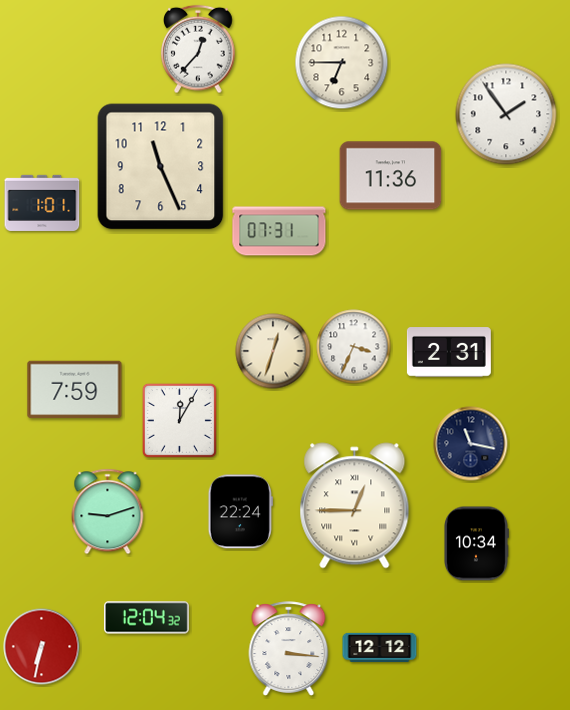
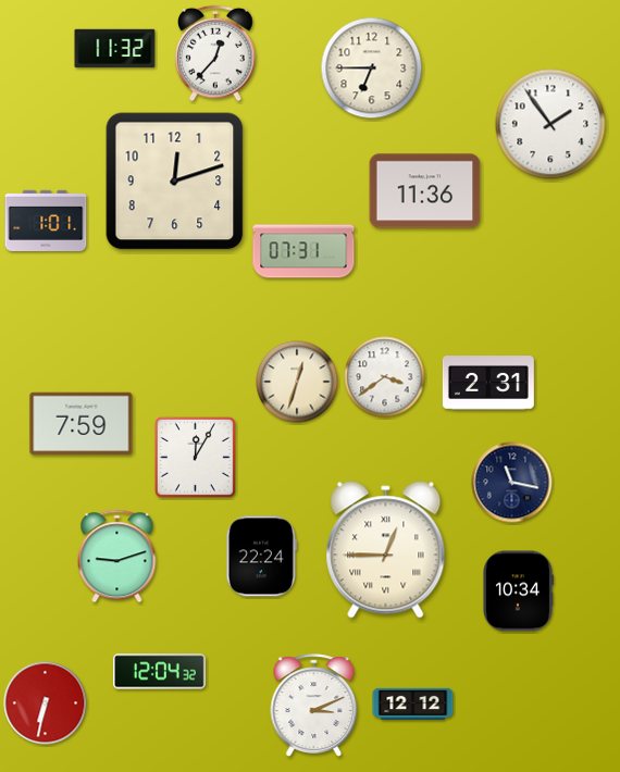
clock at (115, 49): none -> 11:32
clock at (161, 167): 11:26 -> 12:12
clock at (354, 347): 3:34 -> 3:39
clock at (289, 649): 3:16 -> 3:11
